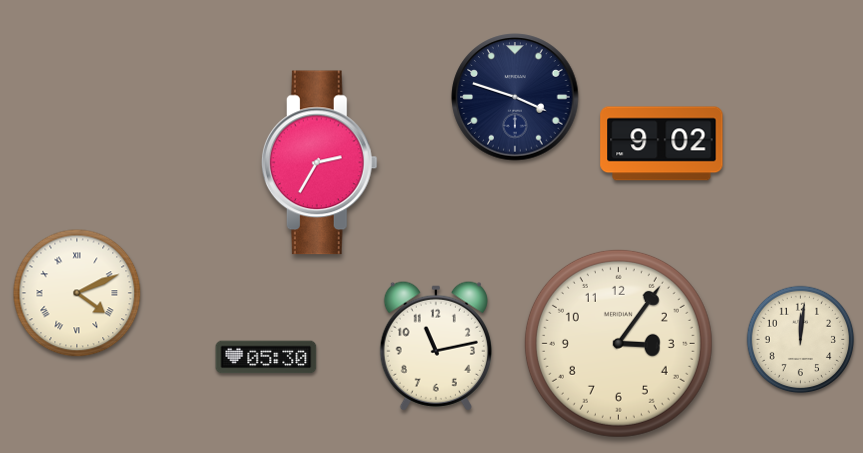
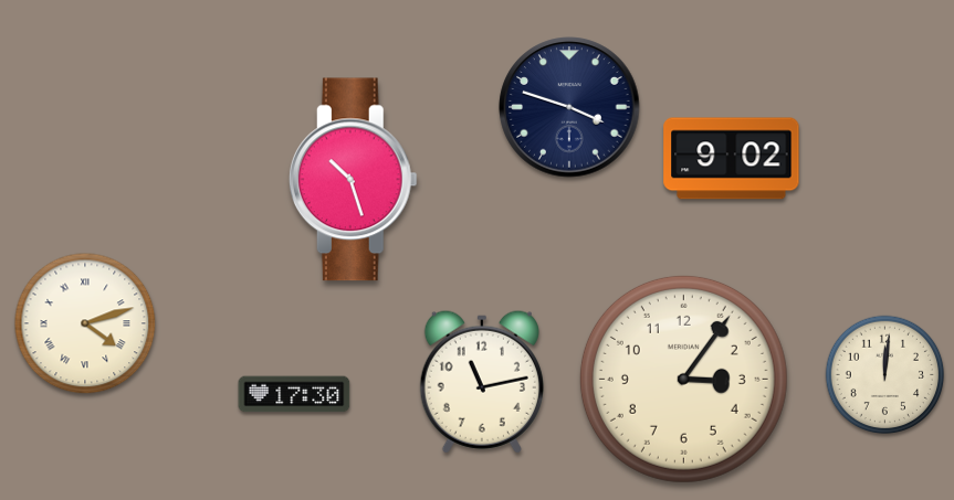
clock at (319, 163): 2:35 -> 10:27
clock at (77, 293): 4:11 -> 4:12
clock at (266, 357): 05:30 -> 17:30
